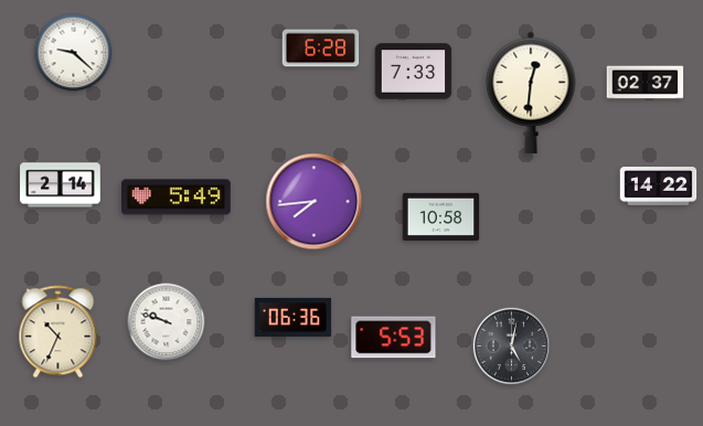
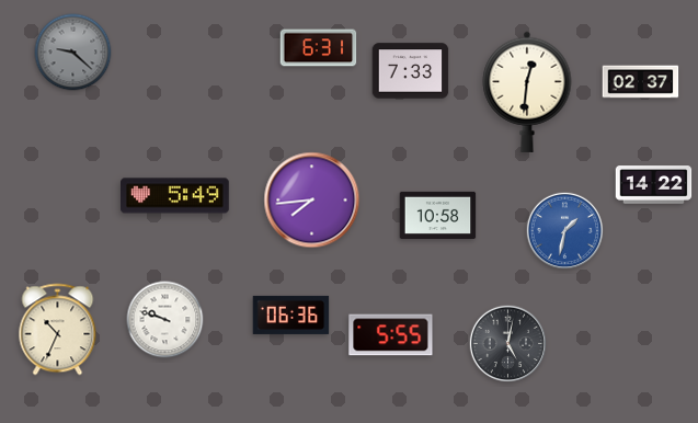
clock at (321, 49): 6:28 -> 6:31
clock at (74, 53) dial: white -> grey
clock at (61, 185): 2:14 -> none
clock at (565, 231): none -> 1:32
clock at (394, 338): 5:53 -> 5:55
